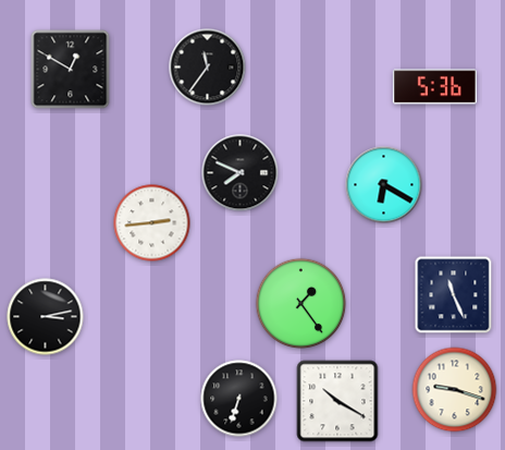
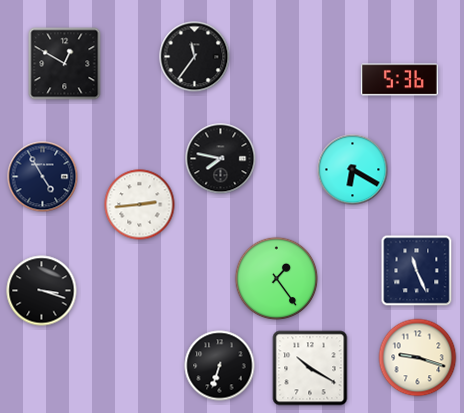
clock at (208, 68) position: (208, 68) -> (195, 57)
clock at (241, 173): 7:49 -> 7:47
clock at (43, 177): none -> 4:55
clock at (46, 317): 3:13 -> 3:18
